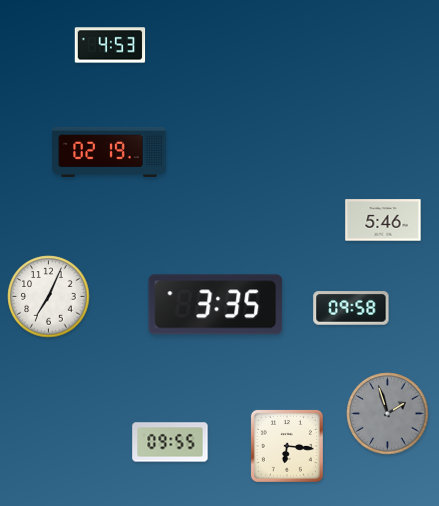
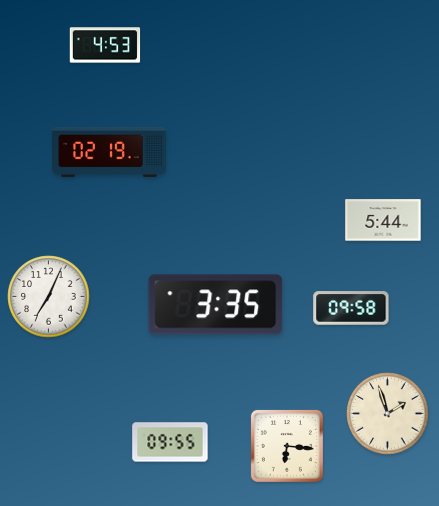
clock at (110, 45) position: (110, 45) -> (105, 45)
clock at (383, 220): 5:46 -> 5:44
clock at (388, 414) dial: grey -> cream
